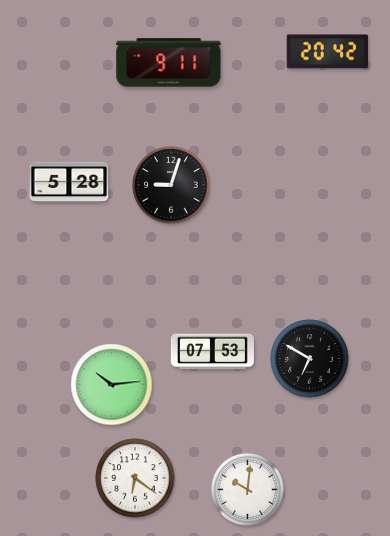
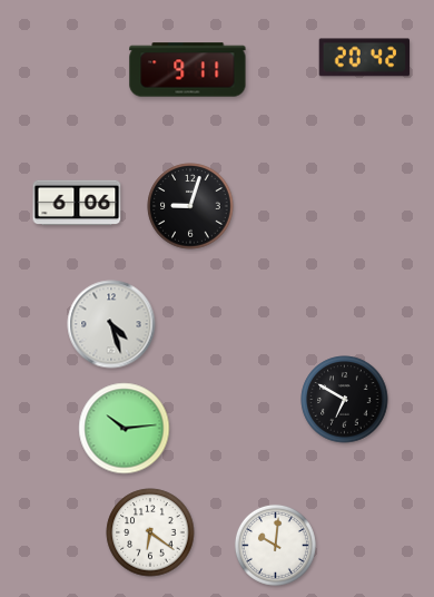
clock at (69, 182): 5:28 -> 6:06
clock at (111, 324): none -> 4:27
clock at (212, 352): 07:53 -> none
